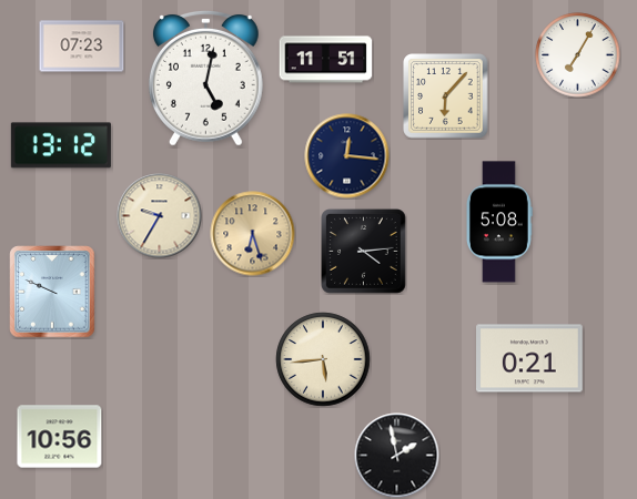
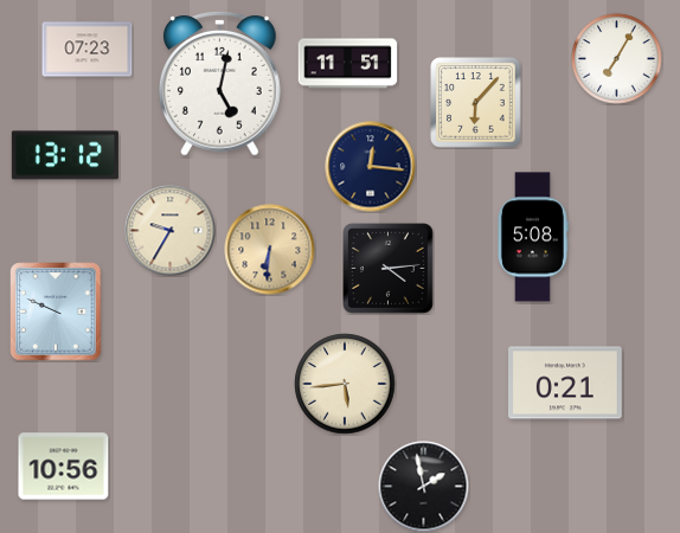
clock at (253, 234): 6:27 -> 6:31
